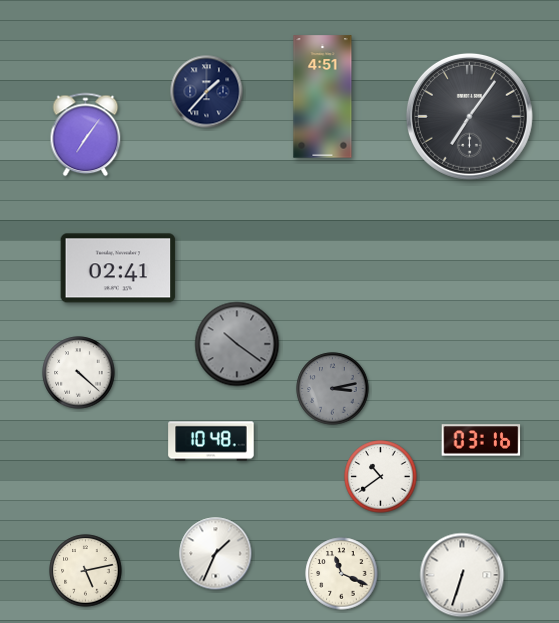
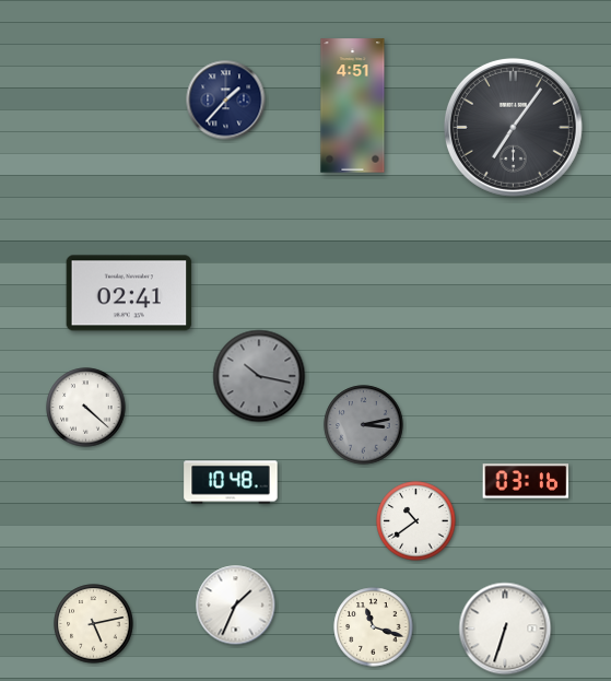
clock at (86, 135): 7:06 -> none
clock at (237, 344): 10:21 -> 10:17
clock at (342, 574): 11:19 -> 11:18
